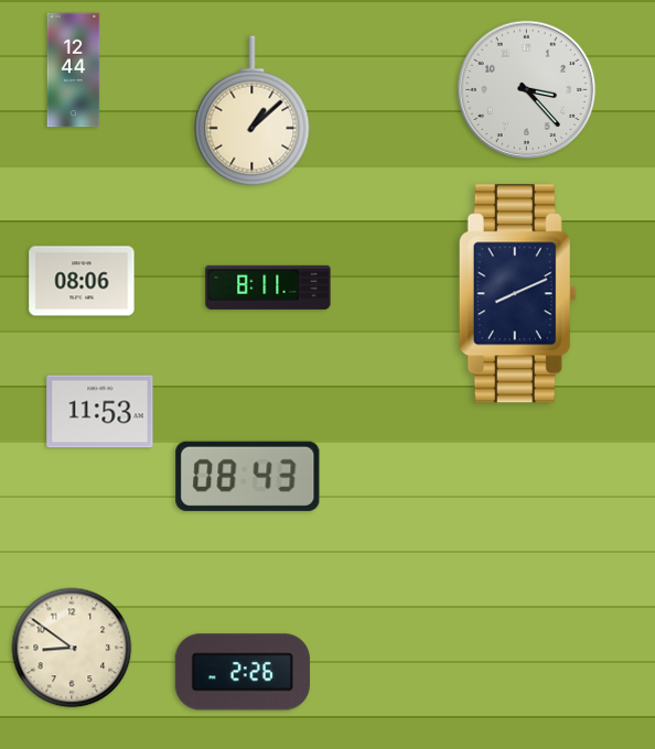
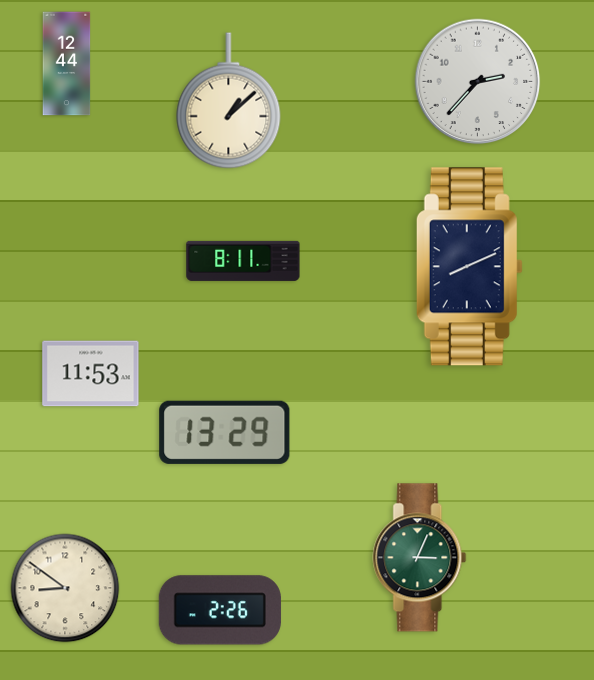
clock at (527, 90): 3:23 -> 2:37
clock at (82, 281): 08:06 -> none
clock at (248, 476): 08:43 -> 13:29
clock at (420, 558): none -> 3:04
